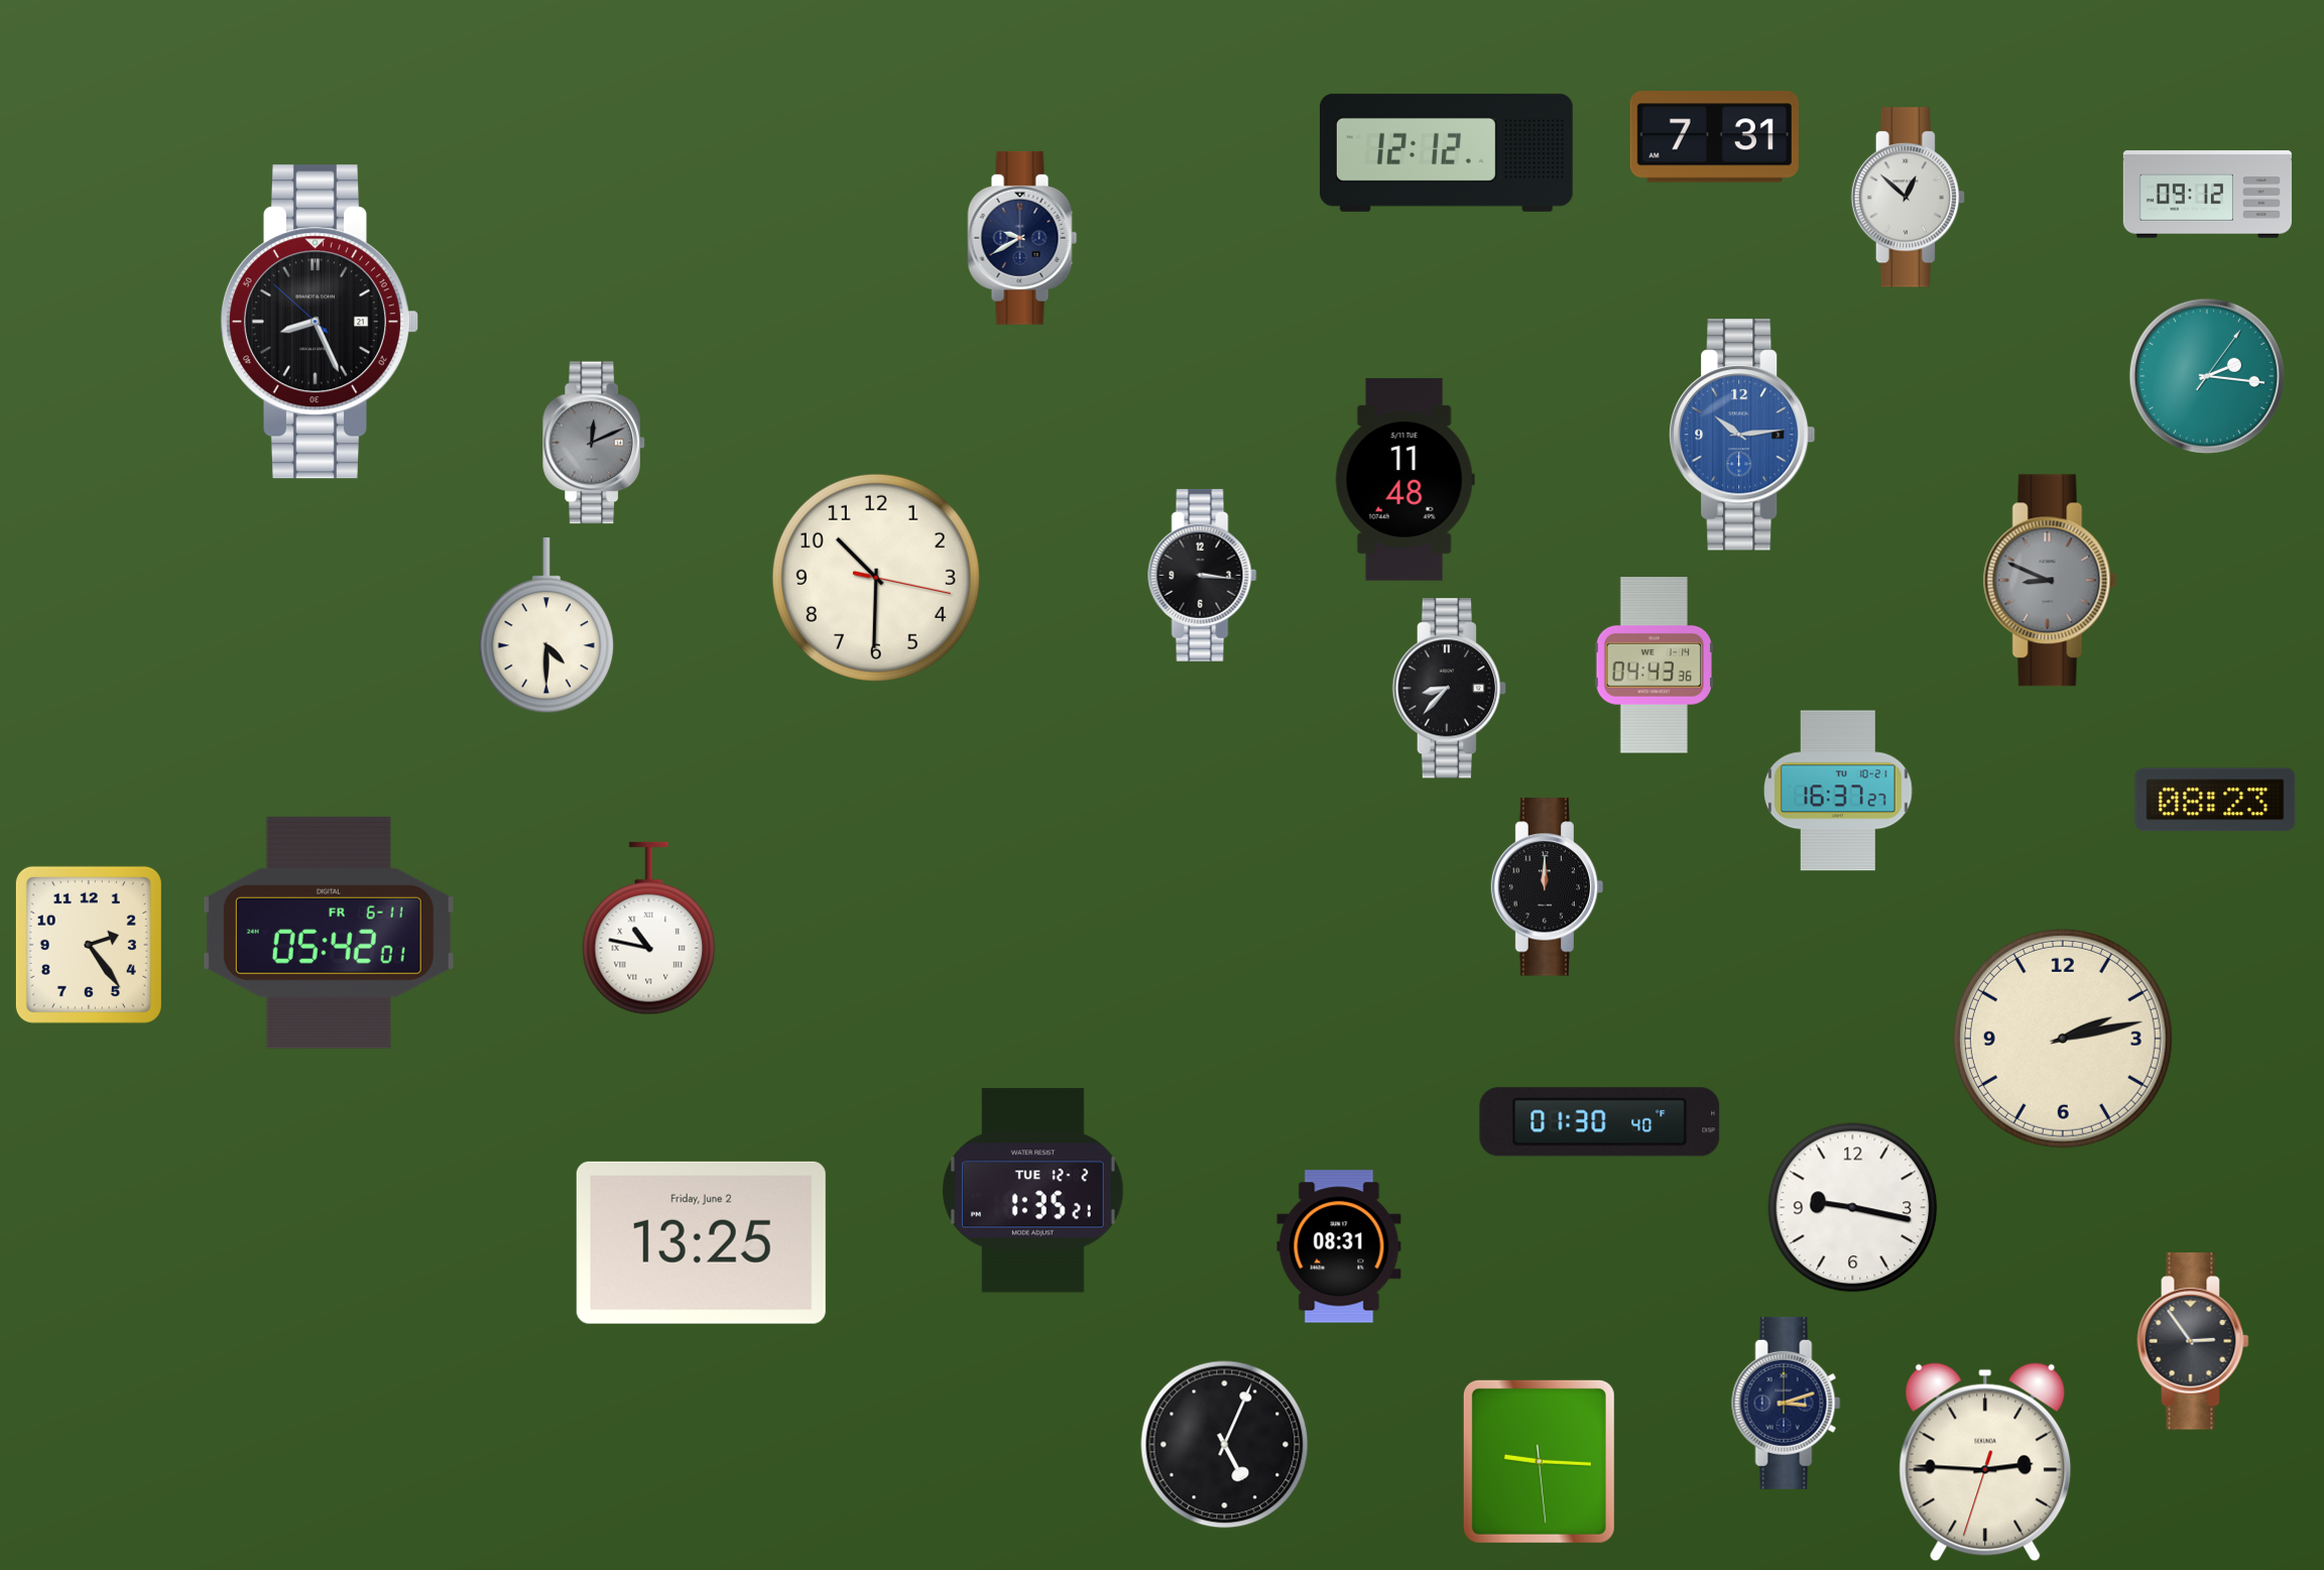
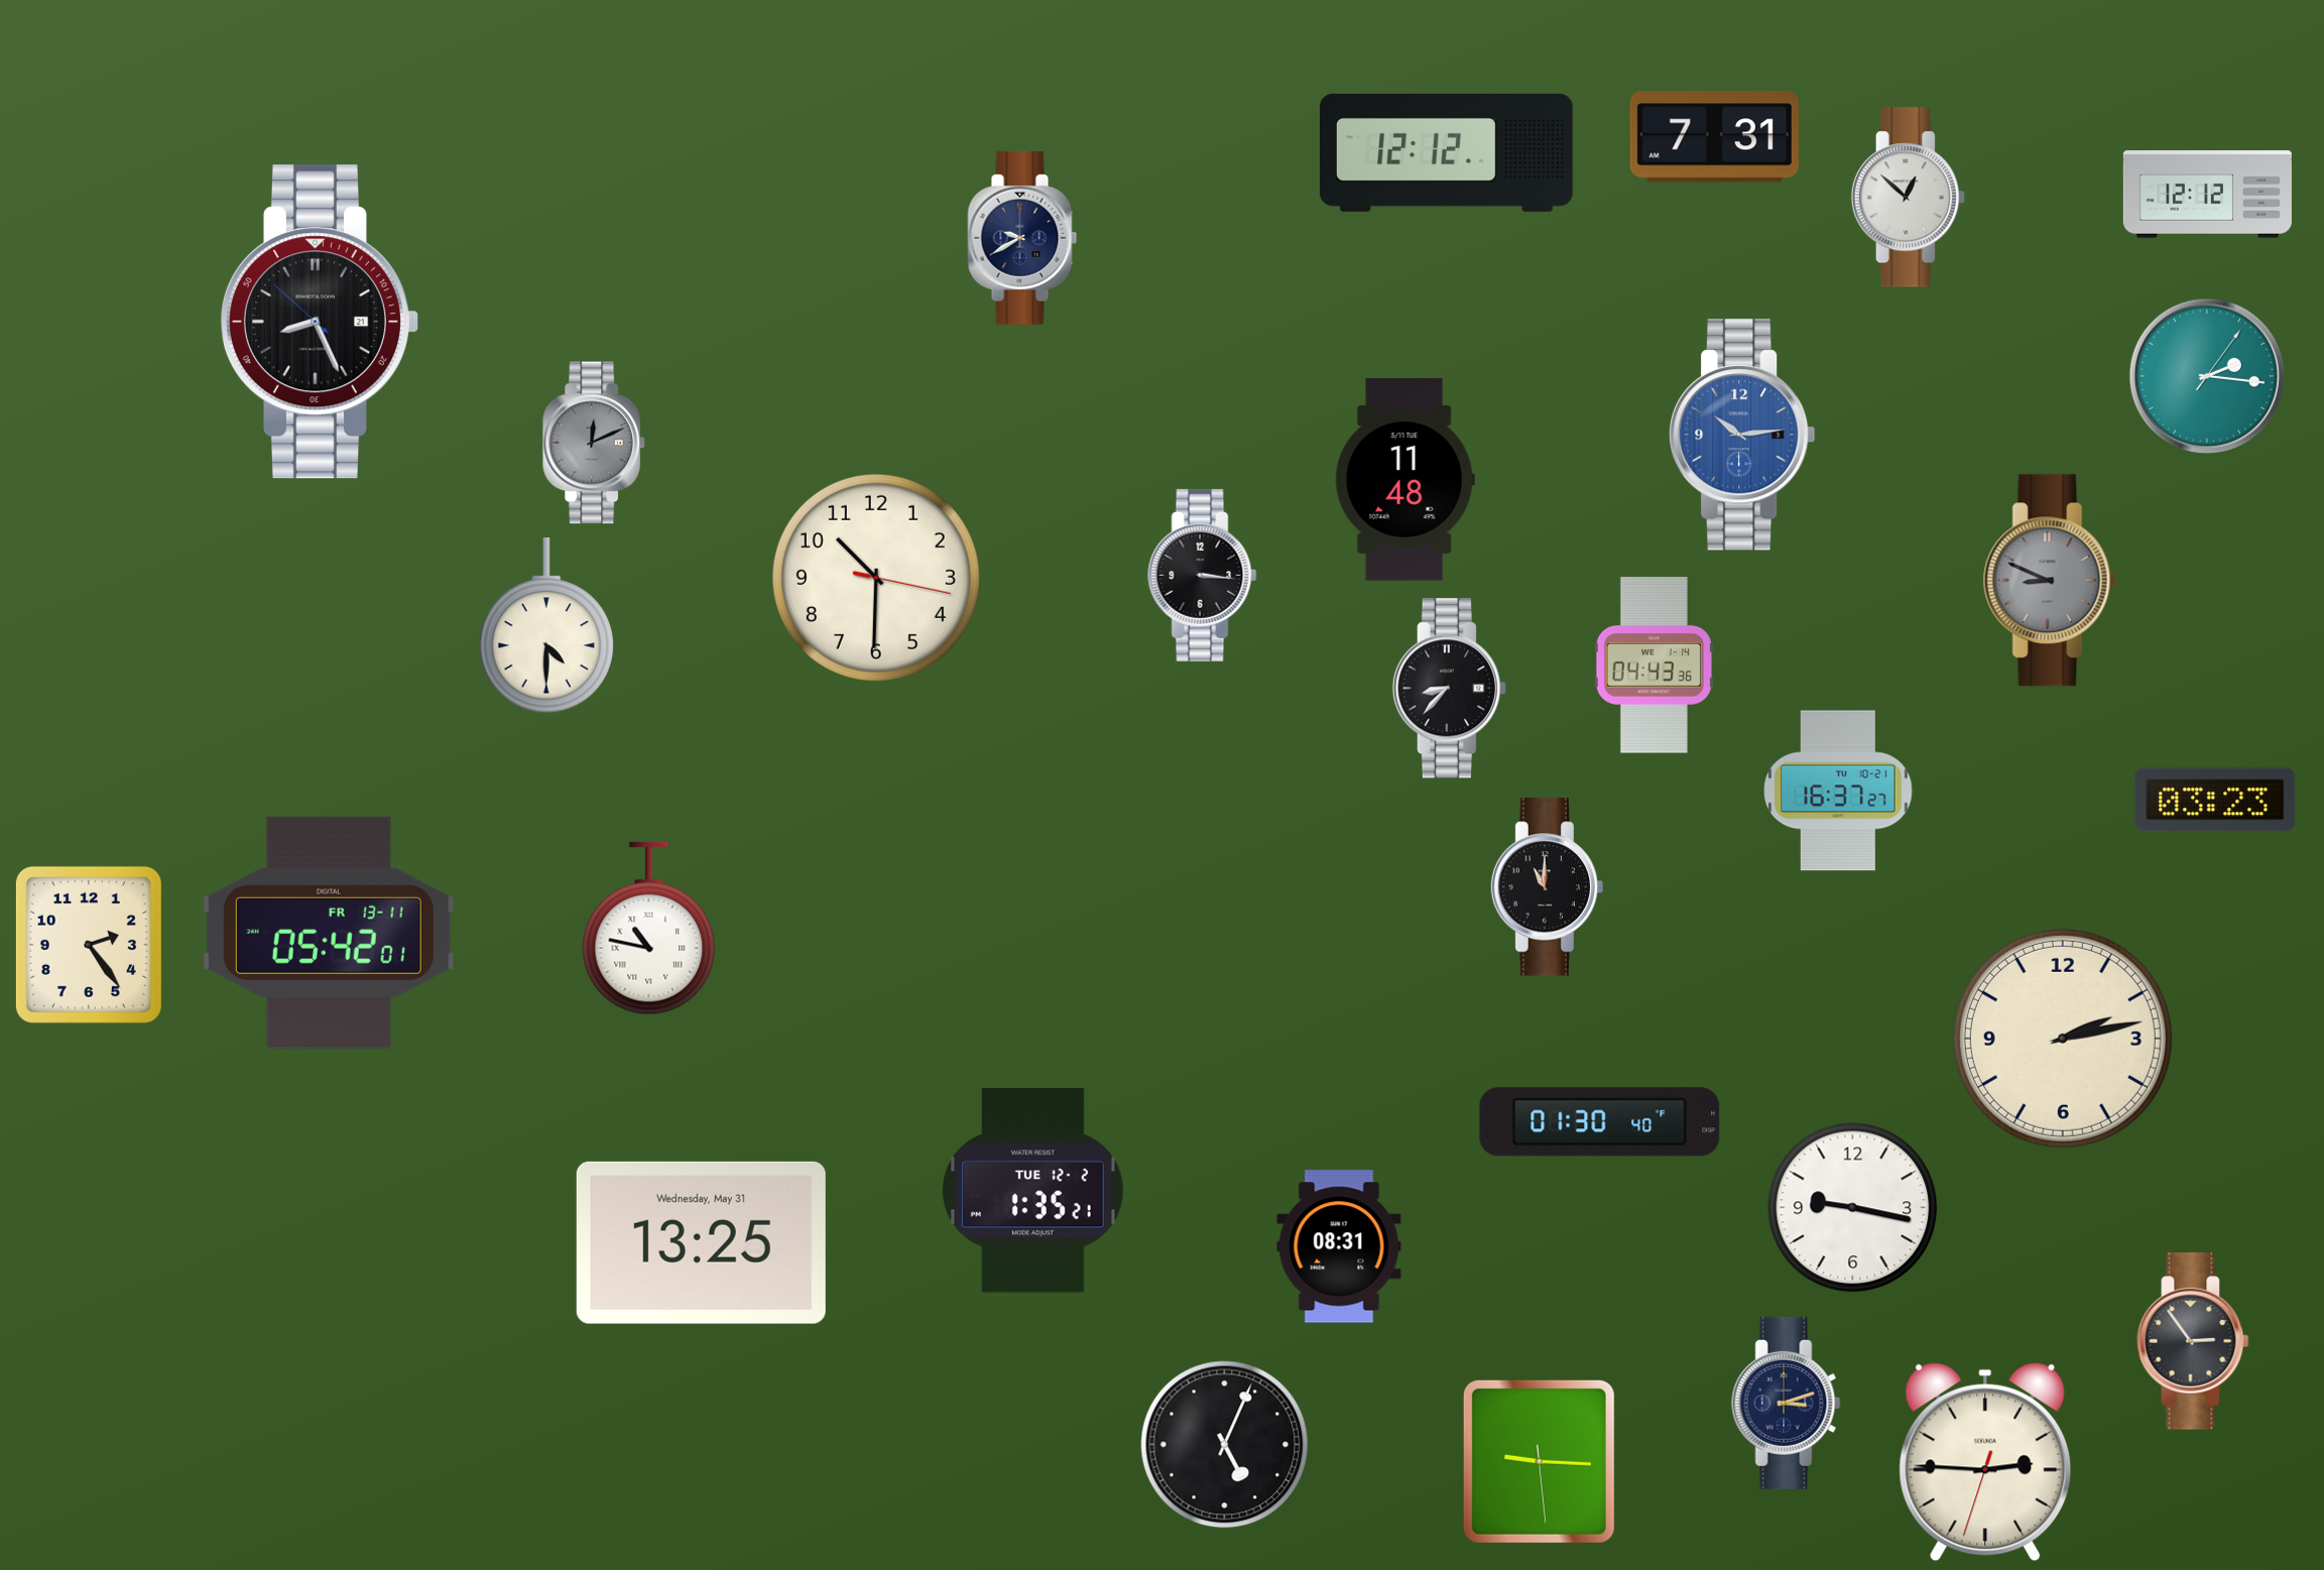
clock at (2207, 195): 09:12 -> 12:12
clock at (2215, 800): 08:23 -> 03:23
clock at (1548, 887): 12:00 -> 11:00
clock at (329, 933) date: FR 6-11 -> FR 13-11
clock at (701, 1242) date: Friday, June 2 -> Wednesday, May 31
